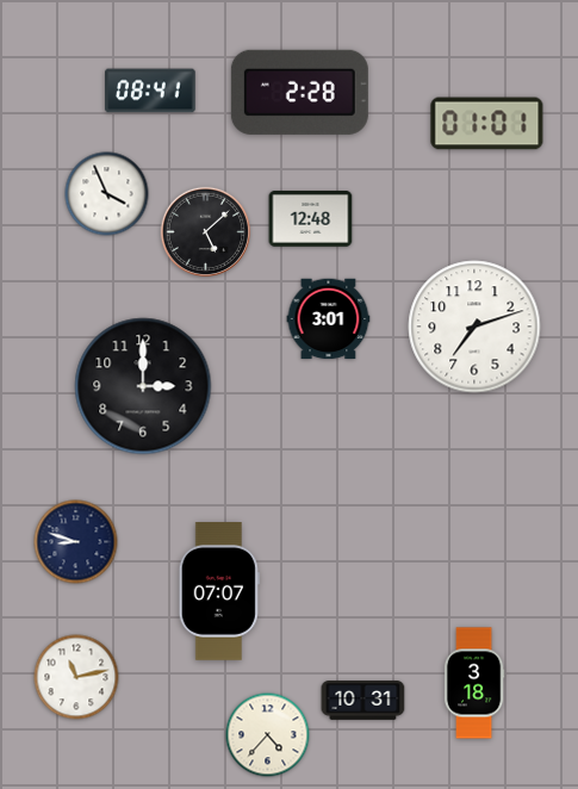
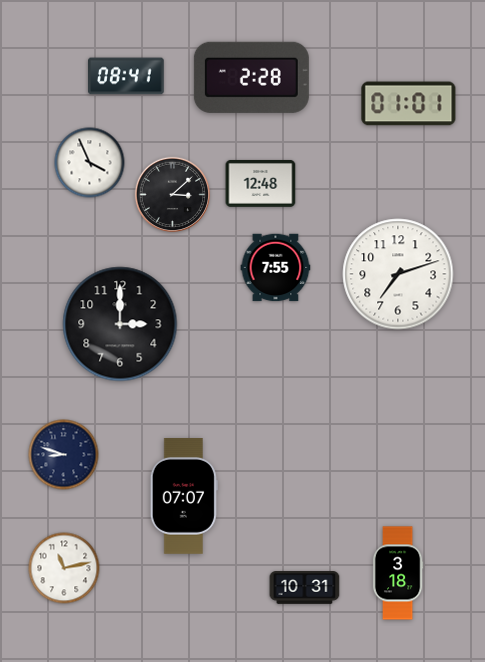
clock at (206, 232): 5:08 -> 3:08
clock at (329, 319): 3:01 -> 7:55
clock at (268, 735): 4:37 -> none
